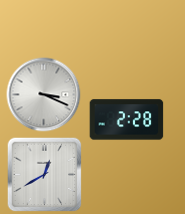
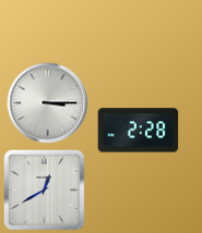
clock at (44, 95): 3:19 -> 3:15
clock at (45, 175) position: (45, 175) -> (45, 191)
